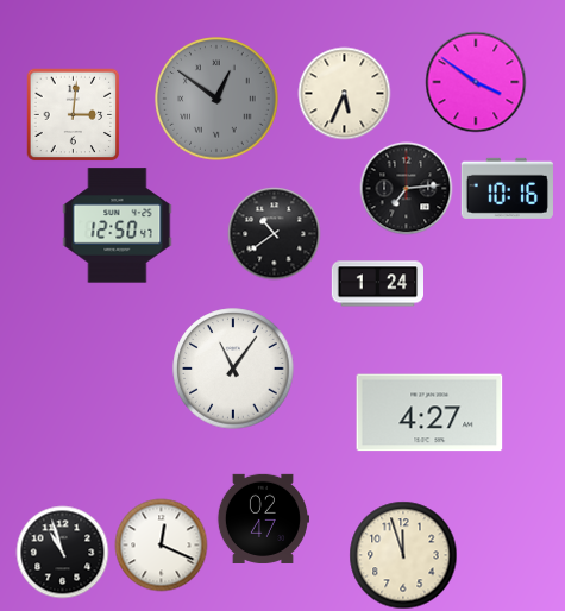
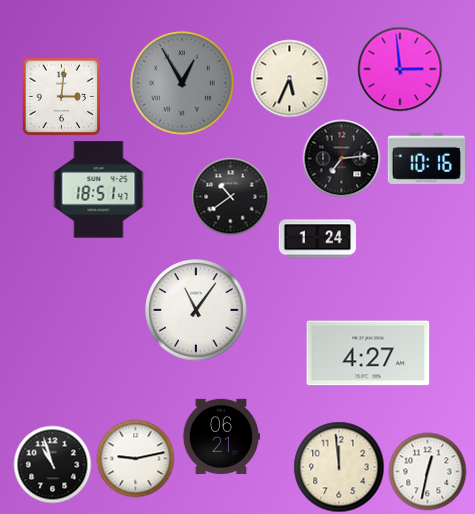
clock at (476, 82): 3:51 -> 2:59
clock at (216, 99): 12:51 -> 12:55
clock at (118, 226): 12:50 -> 18:51
clock at (429, 412) position: (429, 412) -> (368, 353)
clock at (263, 518): 02:47 -> 06:21
clock at (161, 544): 12:19 -> 9:13
clock at (403, 555): 11:57 -> 11:59
clock at (427, 471): none -> 12:32
